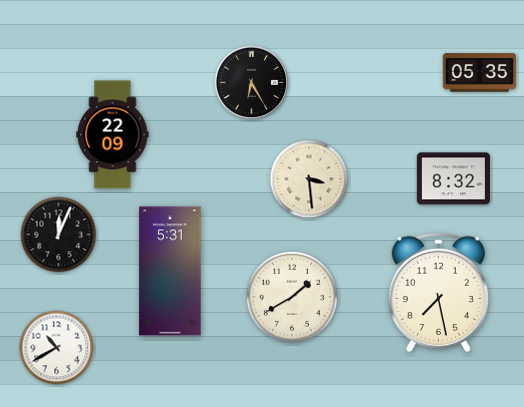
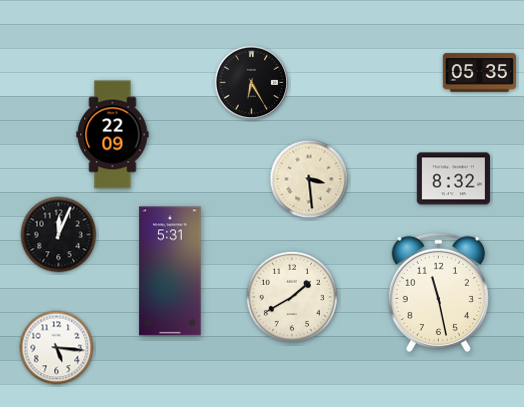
clock at (438, 293): 7:28 -> 11:28
clock at (57, 348): 10:40 -> 5:16
